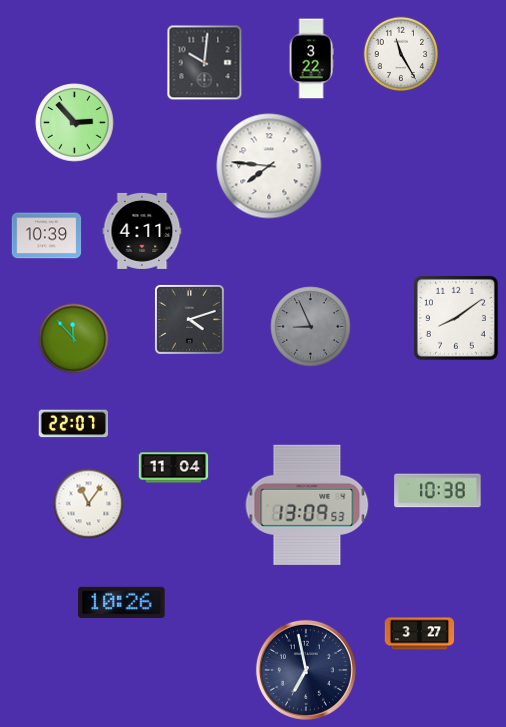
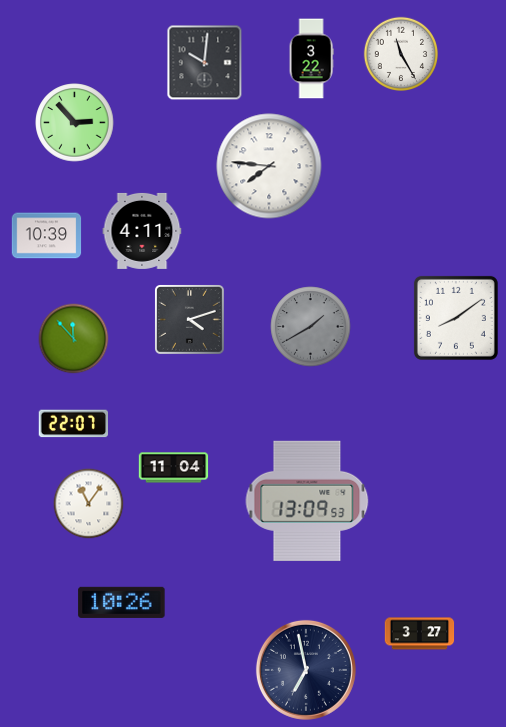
clock at (311, 327): 8:56 -> 1:40
clock at (438, 491): 10:38 -> none
clock at (307, 505) position: (307, 505) -> (307, 501)
